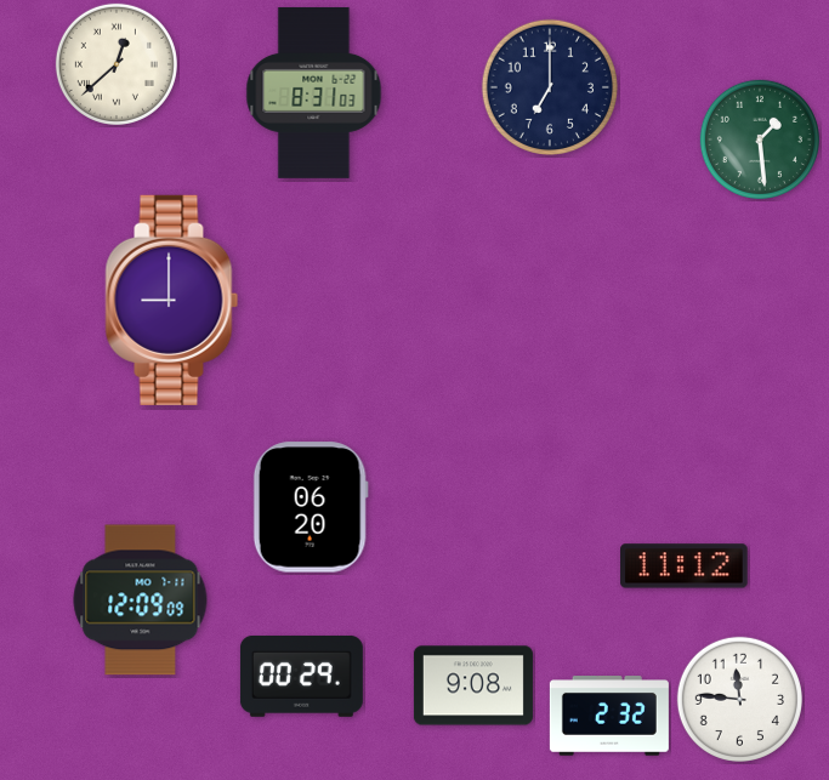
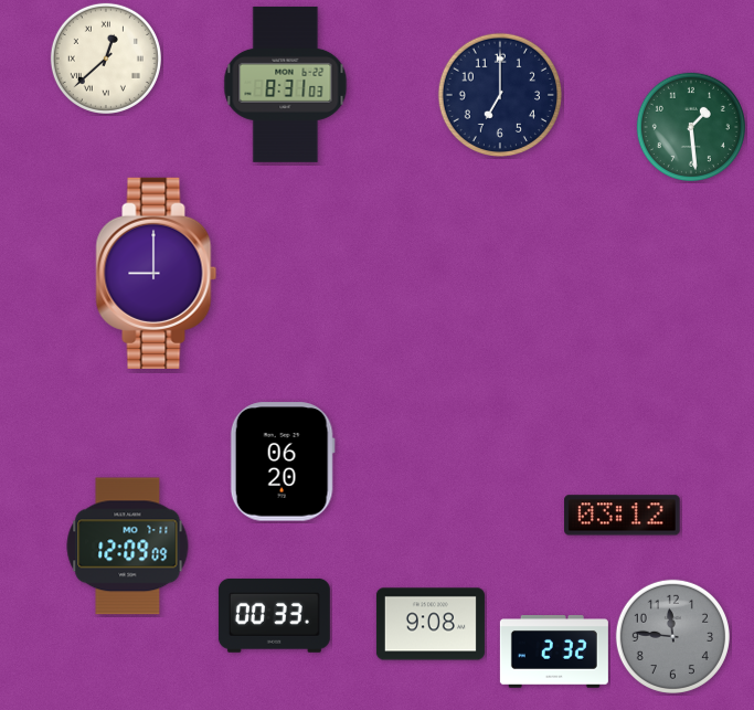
clock at (549, 86) position: (549, 86) -> (499, 94)
clock at (685, 567): 11:12 -> 03:12
clock at (301, 676): 00:29 -> 00:33
clock at (739, 699) dial: white -> grey
